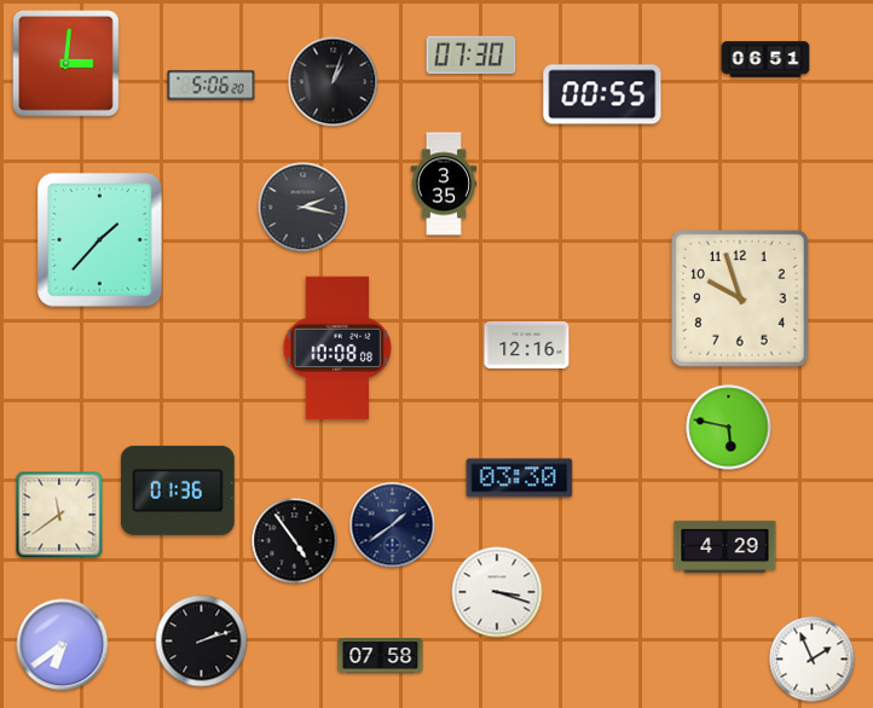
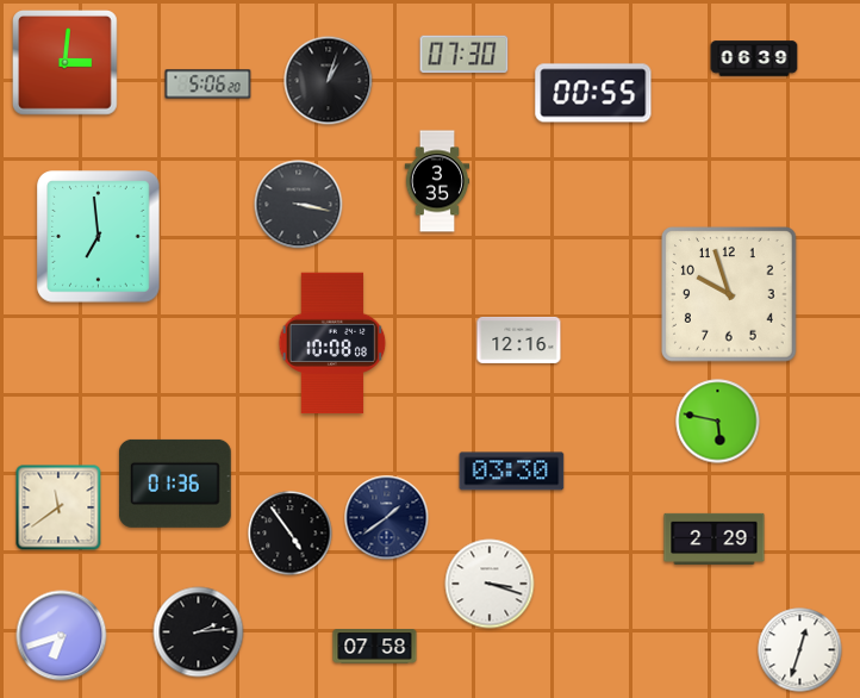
clock at (765, 59): 06:51 -> 06:39
clock at (303, 208): 2:17 -> 3:17
clock at (100, 240): 1:37 -> 6:59
clock at (725, 546): 4:29 -> 2:29
clock at (202, 642): 2:12 -> 2:14
clock at (63, 645): 6:39 -> 6:42
clock at (813, 660): 1:56 -> 12:33
